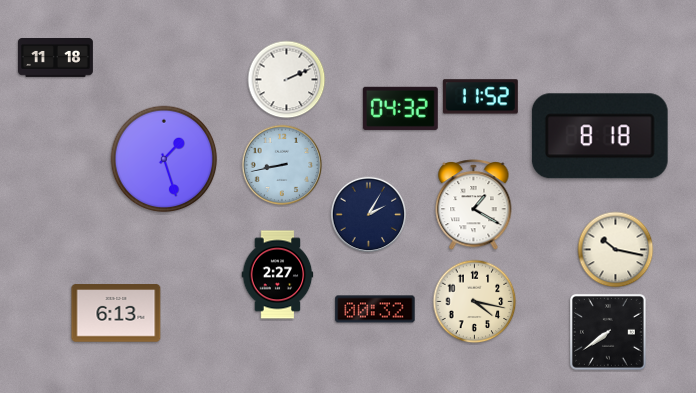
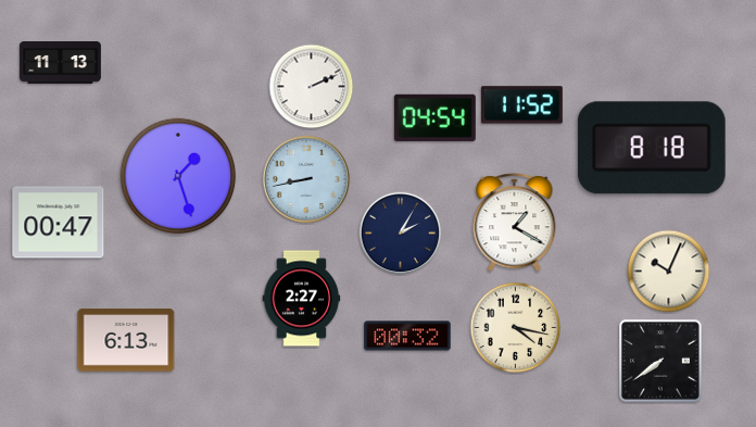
clock at (56, 58): 11:18 -> 11:13
clock at (400, 108): 04:32 -> 04:54
clock at (164, 159) position: (164, 159) -> (178, 176)
clock at (59, 223): none -> 00:47
clock at (616, 250): 10:17 -> 10:04
